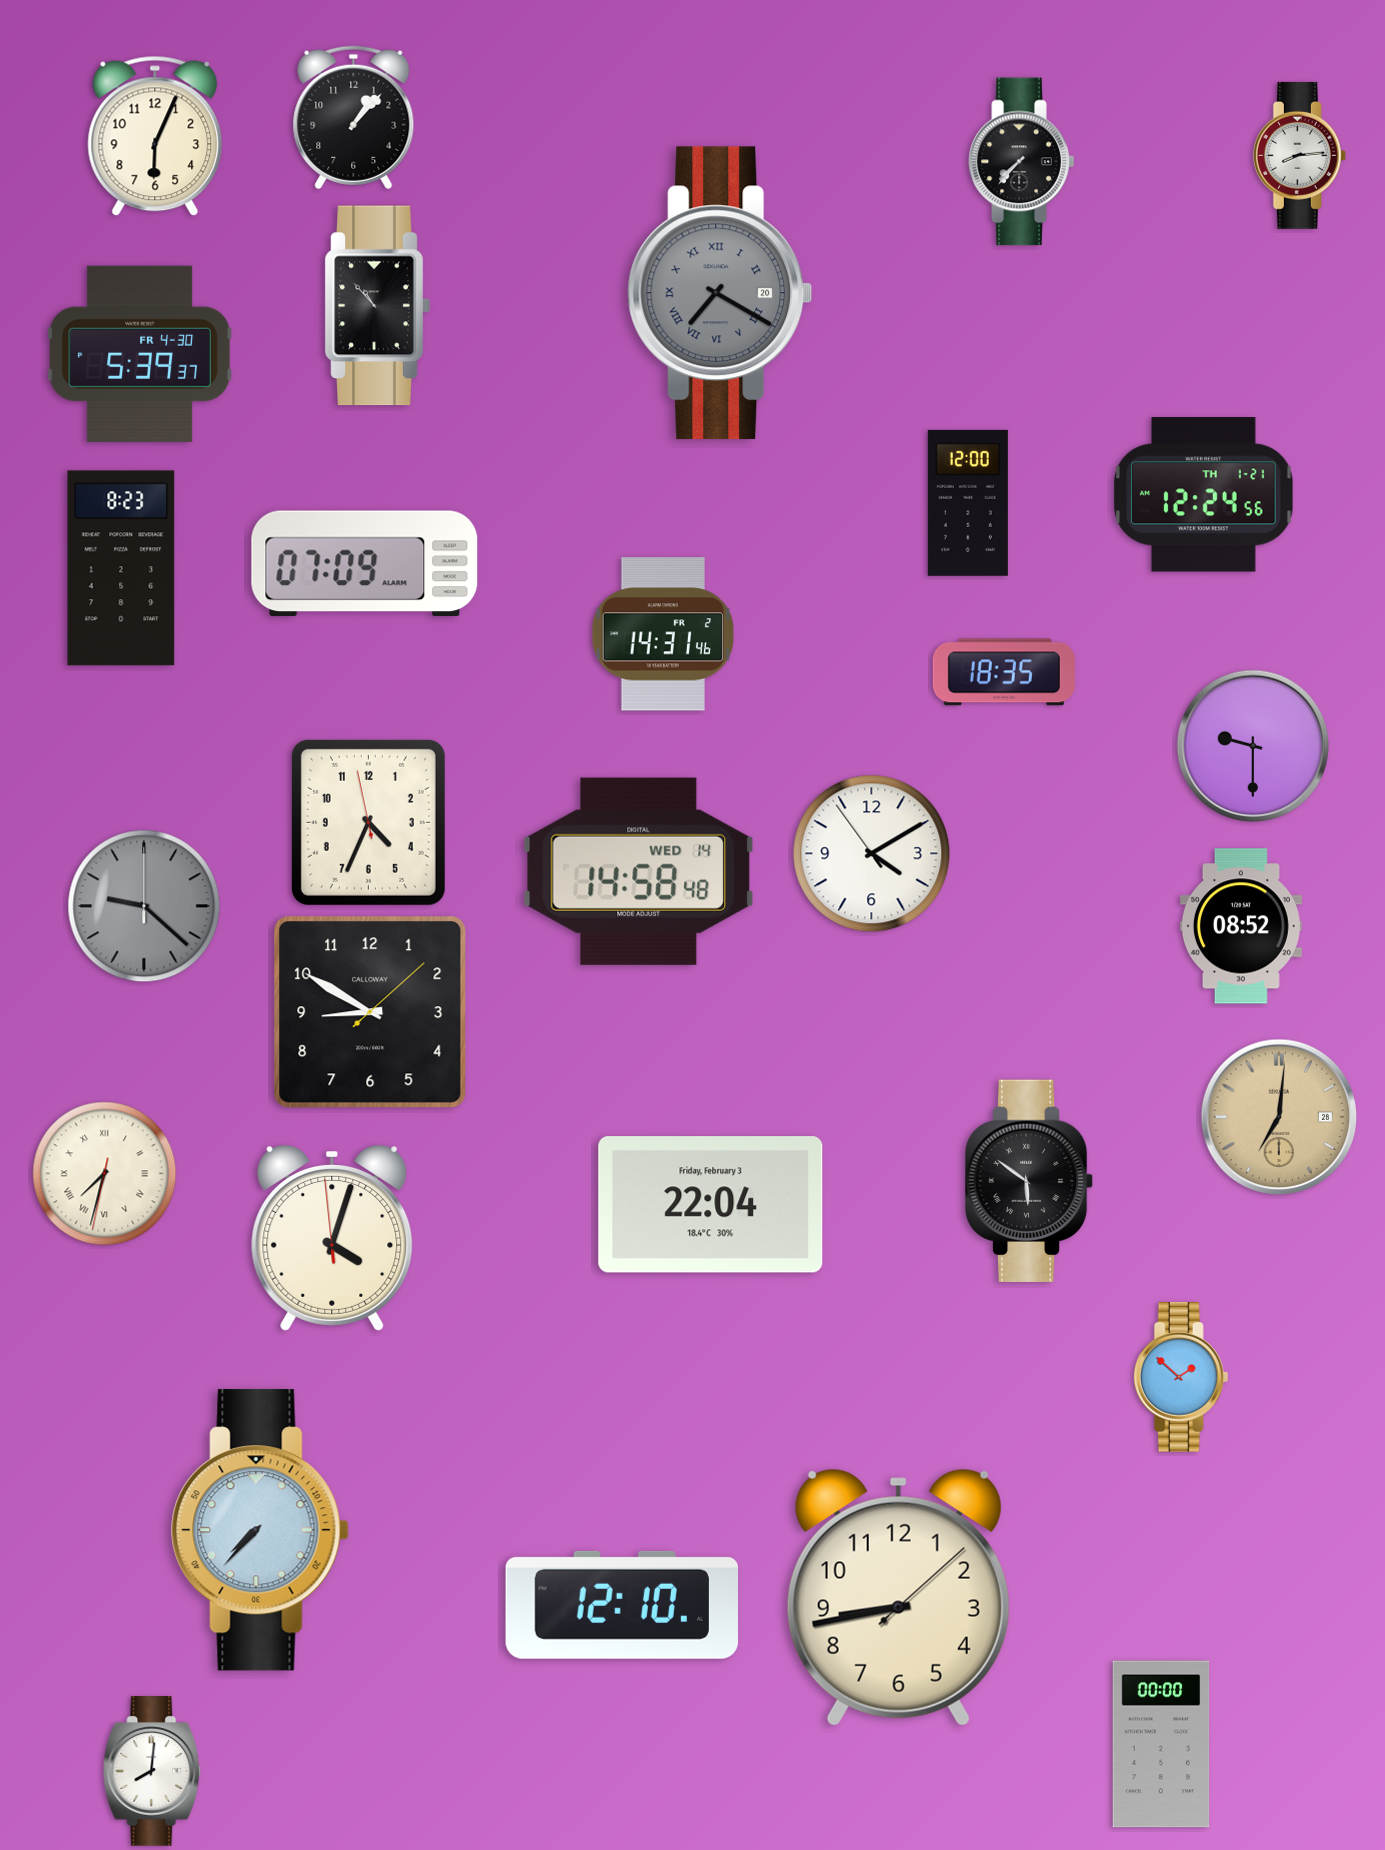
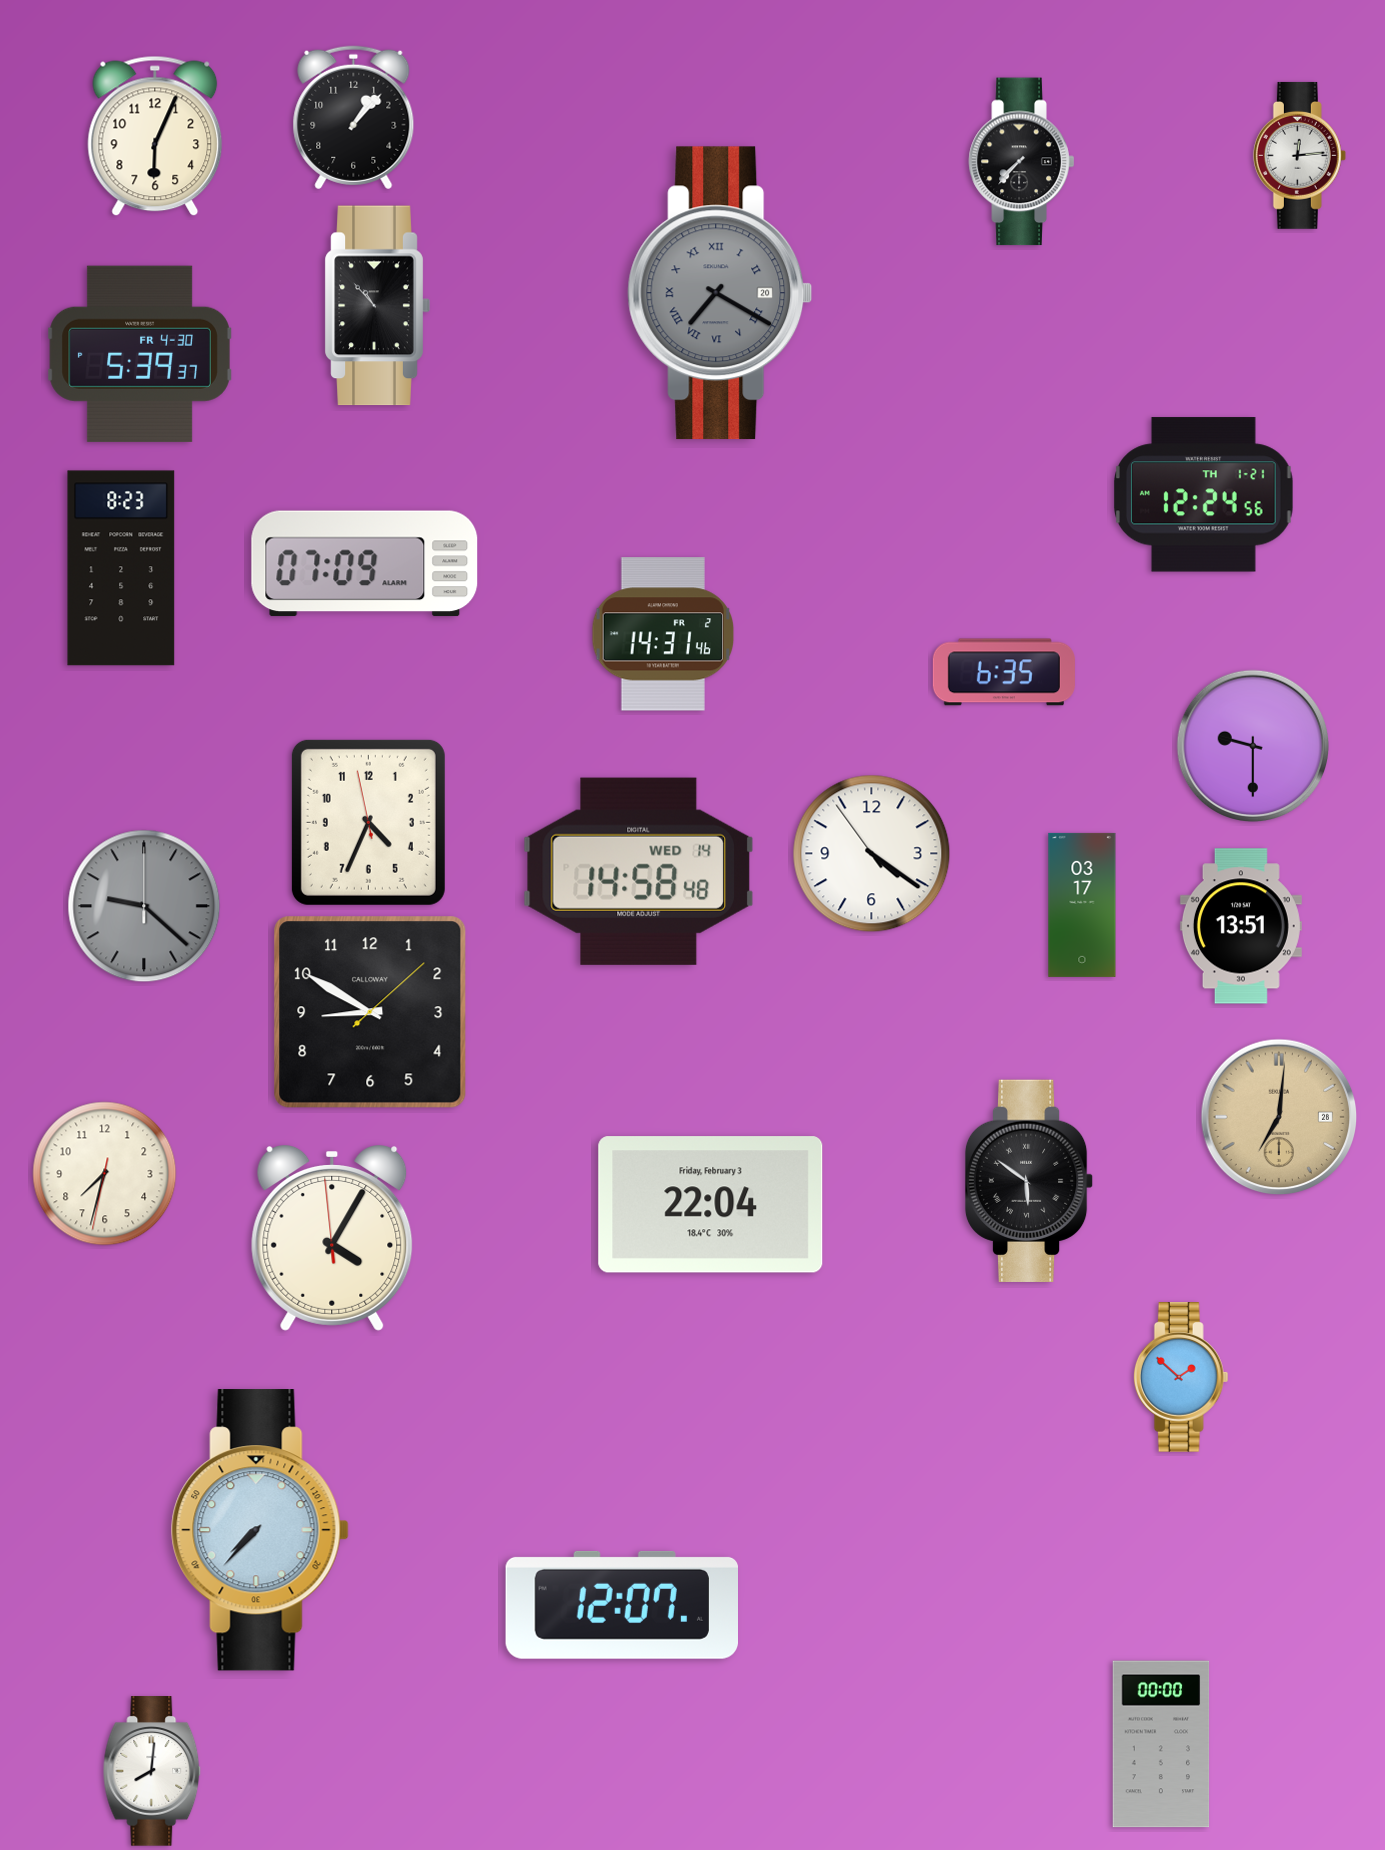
clock at (1299, 155): 8:14 -> 12:14
clock at (968, 503): 12:00 -> none
clock at (1004, 672): 18:35 -> 6:35
clock at (872, 854): 4:09 -> 4:20
clock at (1082, 905): none -> 03:17
clock at (1241, 926): 08:52 -> 13:51
clock at (105, 1174) numerals: Roman -> Arabic
clock at (332, 1239): 4:02 -> 4:04
clock at (898, 1597): 8:43 -> none
clock at (621, 1605): 12:10 -> 12:07
